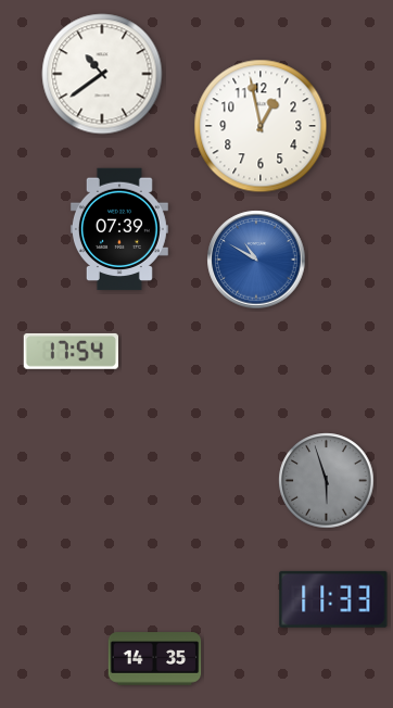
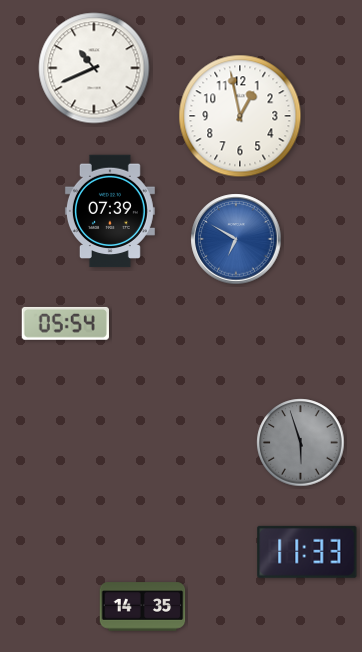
clock at (102, 74): 10:39 -> 10:41
clock at (256, 260): 10:50 -> 6:50
clock at (71, 351): 17:54 -> 05:54
